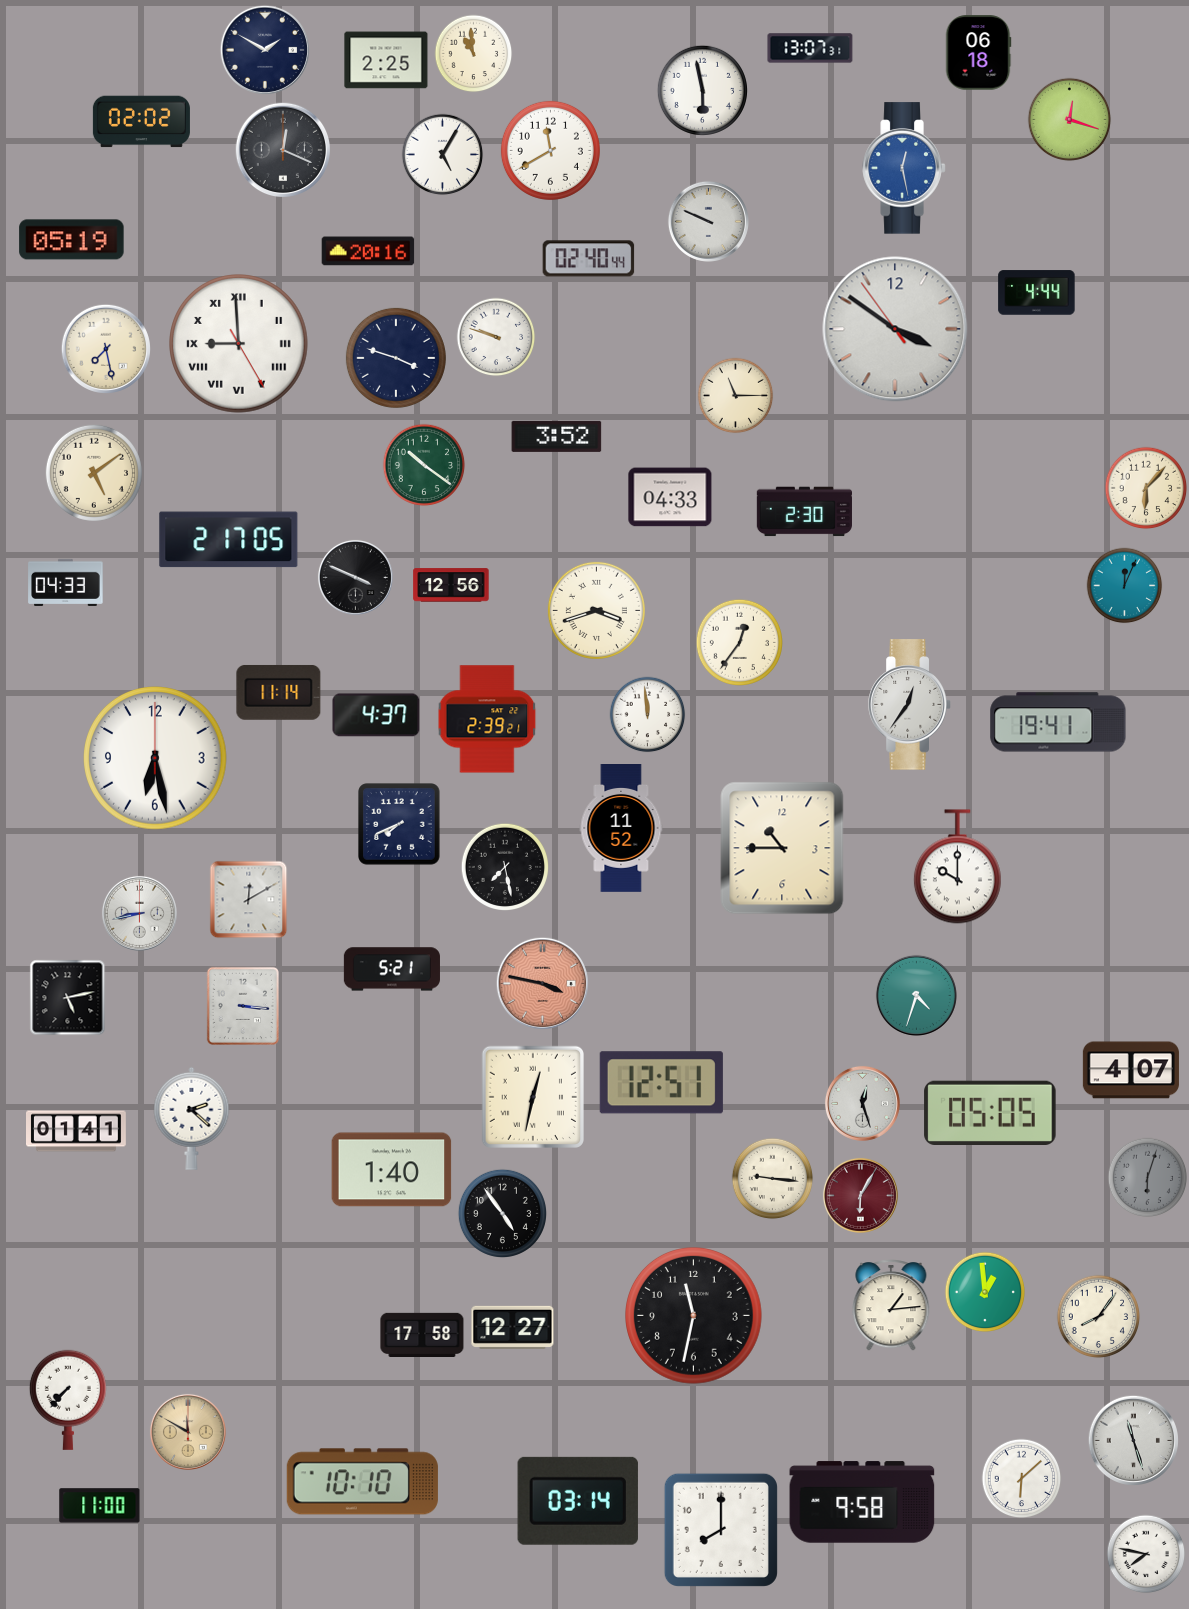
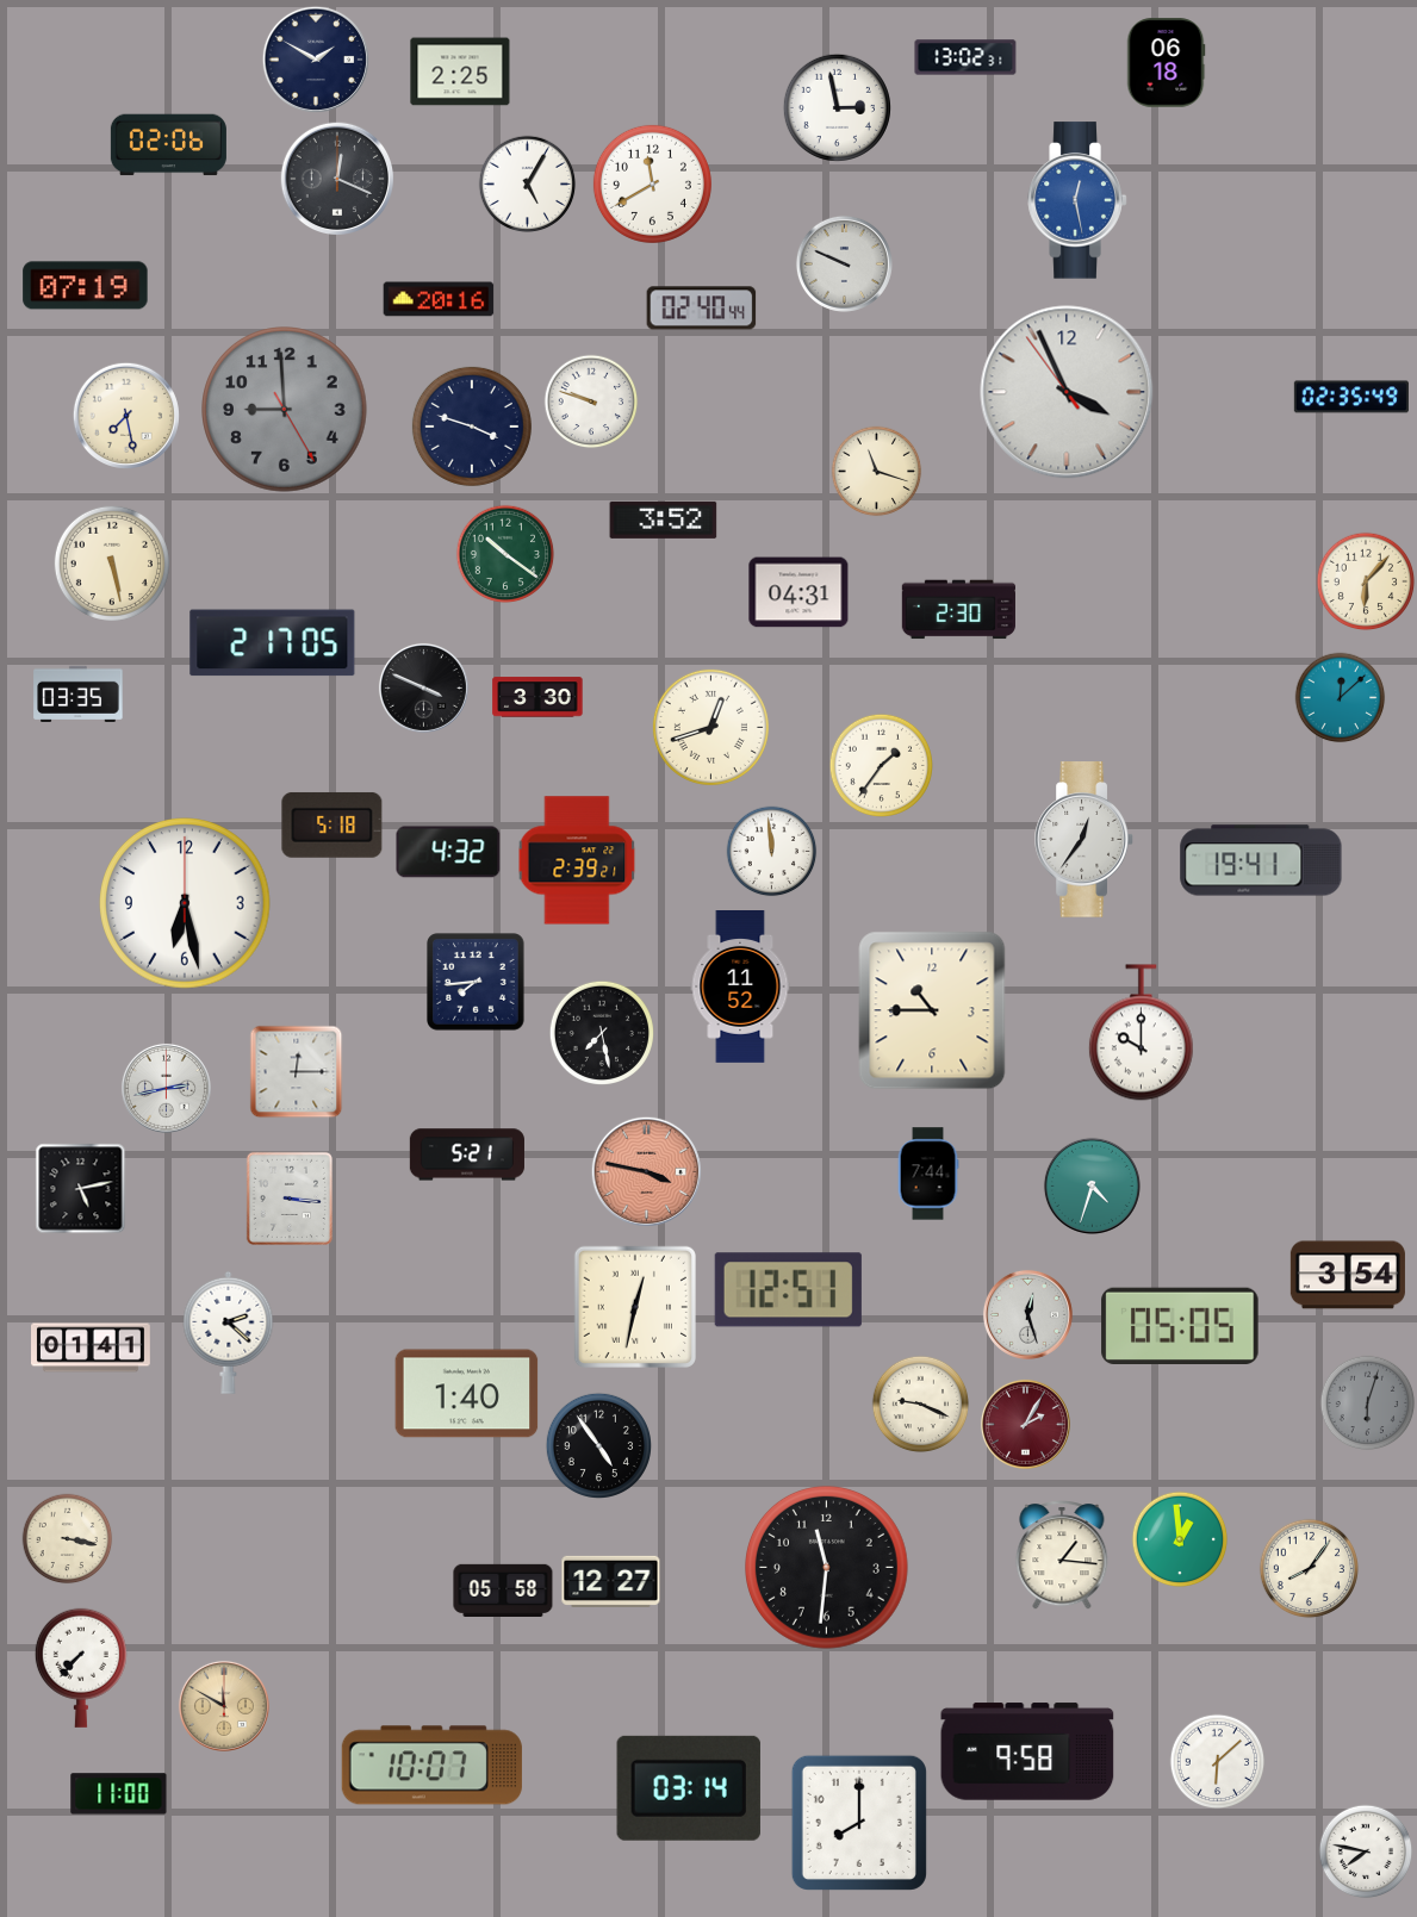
clock at (810, 48): 13:07 -> 13:02
clock at (474, 54): 10:59 -> none
clock at (702, 90): 5:58 -> 2:58
clock at (1070, 120): 12:18 -> none
clock at (141, 122): 02:02 -> 02:06
clock at (550, 150) position: (550, 150) -> (652, 183)
clock at (72, 240): 05:19 -> 07:19
clock at (1037, 293): 4:44 -> none
clock at (895, 329): 3:50 -> 3:55
clock at (1351, 397): none -> 02:35
clock at (239, 344) dial: white -> grey
clock at (239, 344) numerals: Roman -> Arabic
clock at (736, 396): 11:15 -> 11:18
clock at (94, 473): 5:09 -> 5:28
clock at (670, 497): 04:33 -> 04:31
clock at (66, 582): 04:33 -> 03:35
clock at (451, 585): 12:56 -> 3:30
clock at (1125, 586): 12:04 -> 12:08
clock at (596, 610): 3:42 -> 12:42
clock at (739, 642): 12:36 -> 1:36
clock at (279, 692): 11:14 -> 5:18
clock at (376, 715): 4:37 -> 4:32
clock at (487, 719) position: (487, 719) -> (577, 860)
clock at (399, 824): 7:41 -> 7:44
clock at (249, 900): 12:10 -> 12:15
clock at (139, 913): 8:43 -> 2:43
clock at (928, 1174): none -> 7:44
clock at (1131, 1070): 4:07 -> 3:54
clock at (773, 1179): 9:16 -> 9:19
clock at (860, 1195): 6:05 -> 2:05
clock at (68, 1539): none -> 3:17
clock at (985, 1292) position: (985, 1292) -> (1180, 1539)
clock at (891, 1305): 1:14 -> 1:16
clock at (694, 1316): 11:32 -> 11:31
clock at (422, 1334): 17:58 -> 05:58
clock at (1133, 1440): 11:27 -> none
clock at (362, 1482): 10:10 -> 10:07
clock at (862, 1502) position: (862, 1502) -> (1027, 1751)
